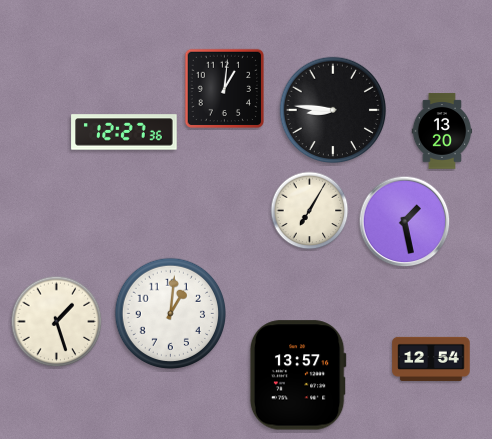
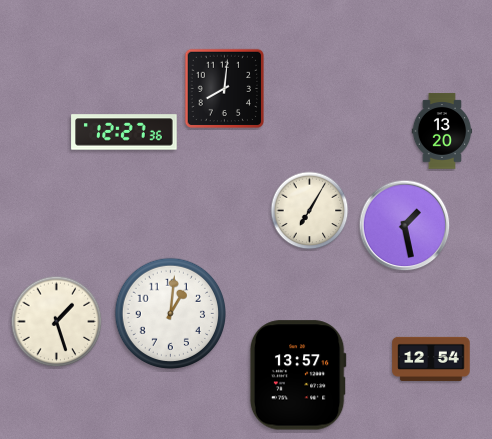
clock at (225, 89): 1:01 -> 8:01
clock at (333, 110): 8:46 -> none
clock at (405, 222) position: (405, 222) -> (405, 226)
